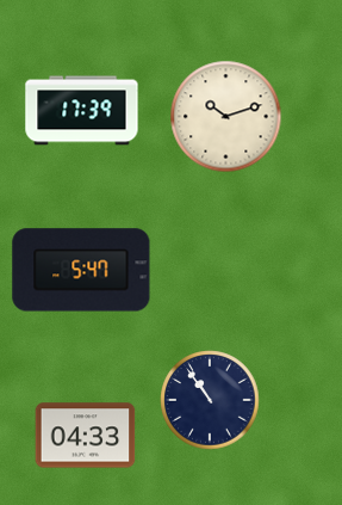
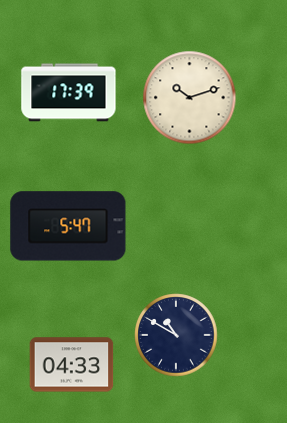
clock at (210, 400): 10:54 -> 10:50
